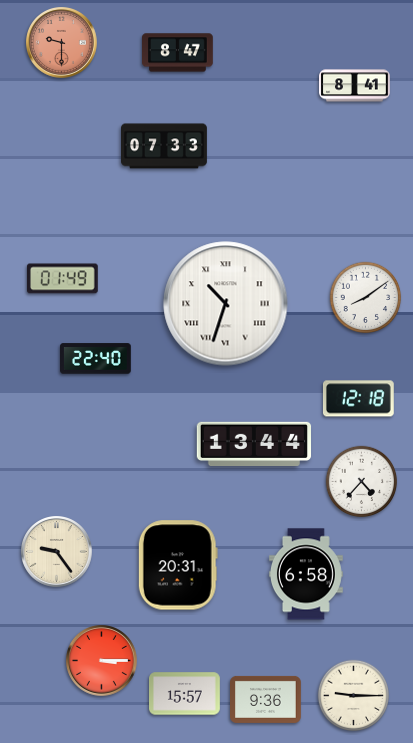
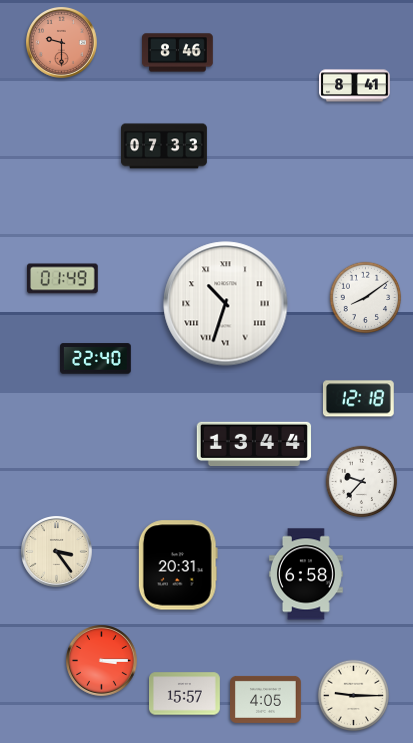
clock at (178, 53): 8:47 -> 8:46
clock at (362, 482): 4:37 -> 9:37
clock at (57, 552): 9:24 -> 3:24
clock at (266, 699): 9:36 -> 4:05
